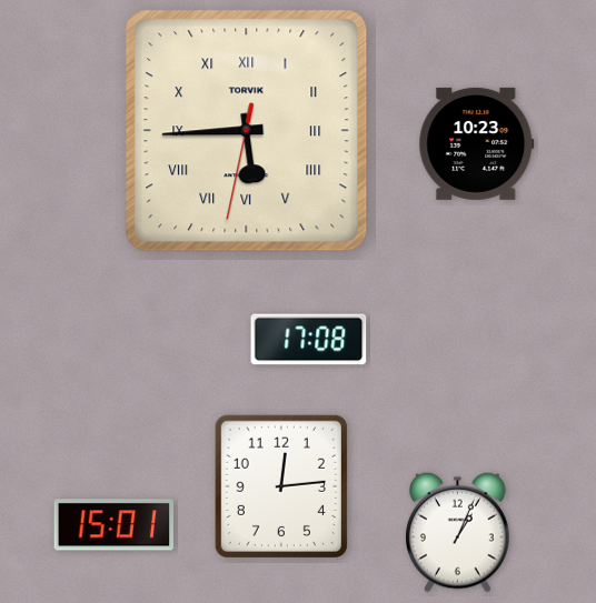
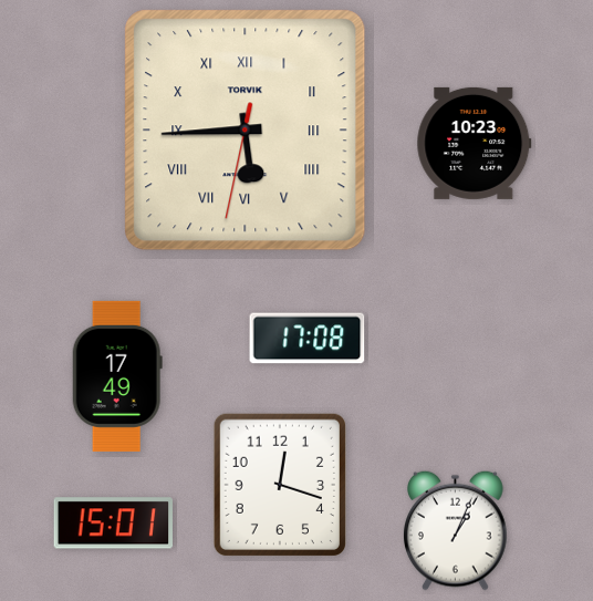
clock at (117, 376): none -> 17:49
clock at (281, 486): 12:14 -> 12:18
